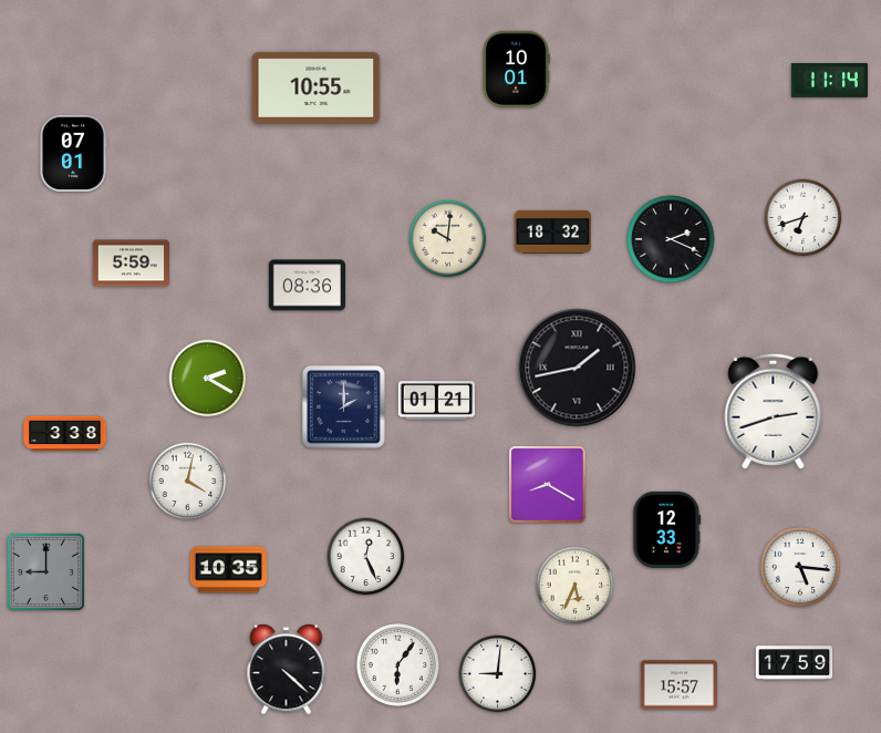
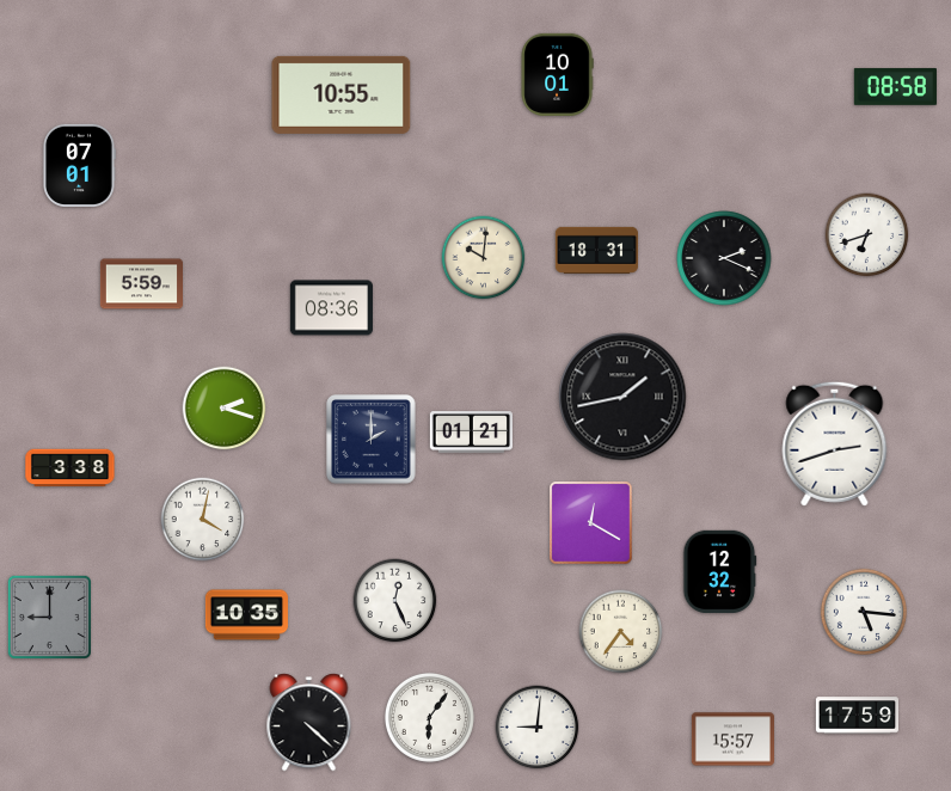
clock at (829, 81): 11:14 -> 08:58
clock at (552, 231): 18:32 -> 18:31
clock at (208, 379): 2:20 -> 2:18
clock at (548, 485): 8:20 -> 12:20
clock at (667, 529): 12:33 -> 12:32
clock at (576, 586): 5:34 -> 4:36
